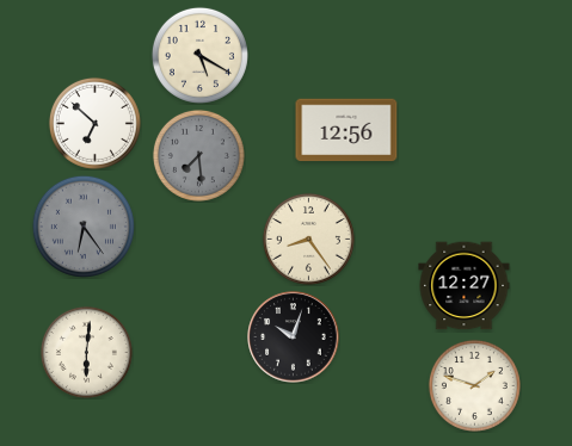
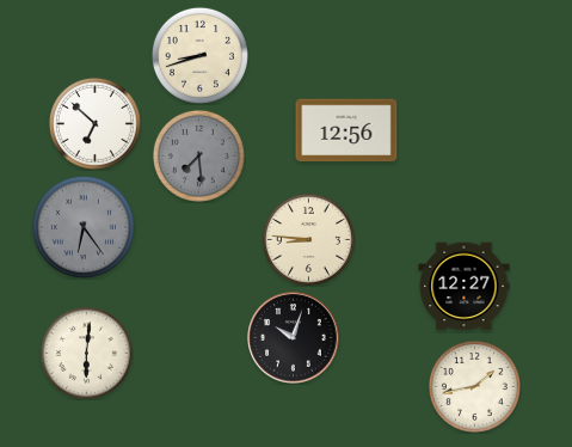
clock at (199, 55): 5:20 -> 8:42
clock at (308, 239): 8:24 -> 8:46
clock at (474, 385): 1:48 -> 1:43
